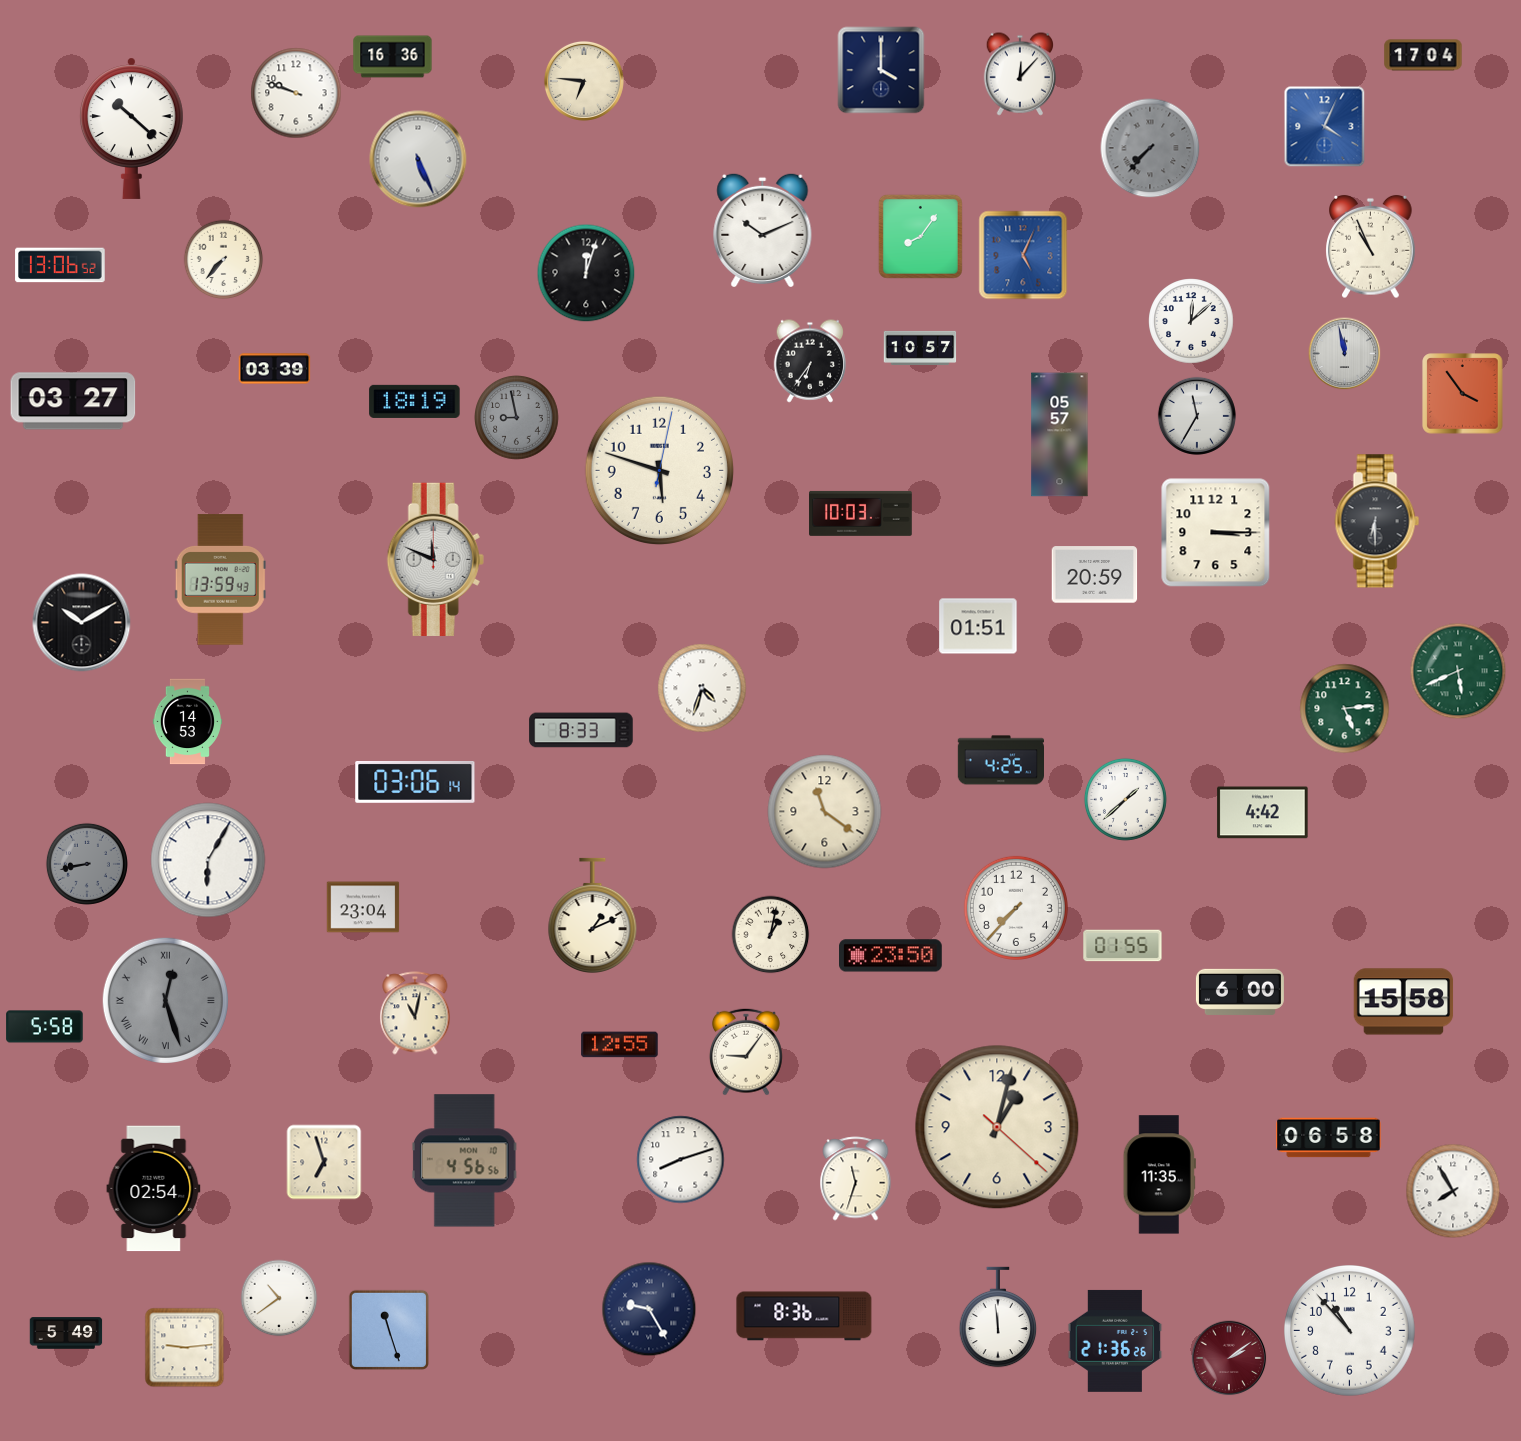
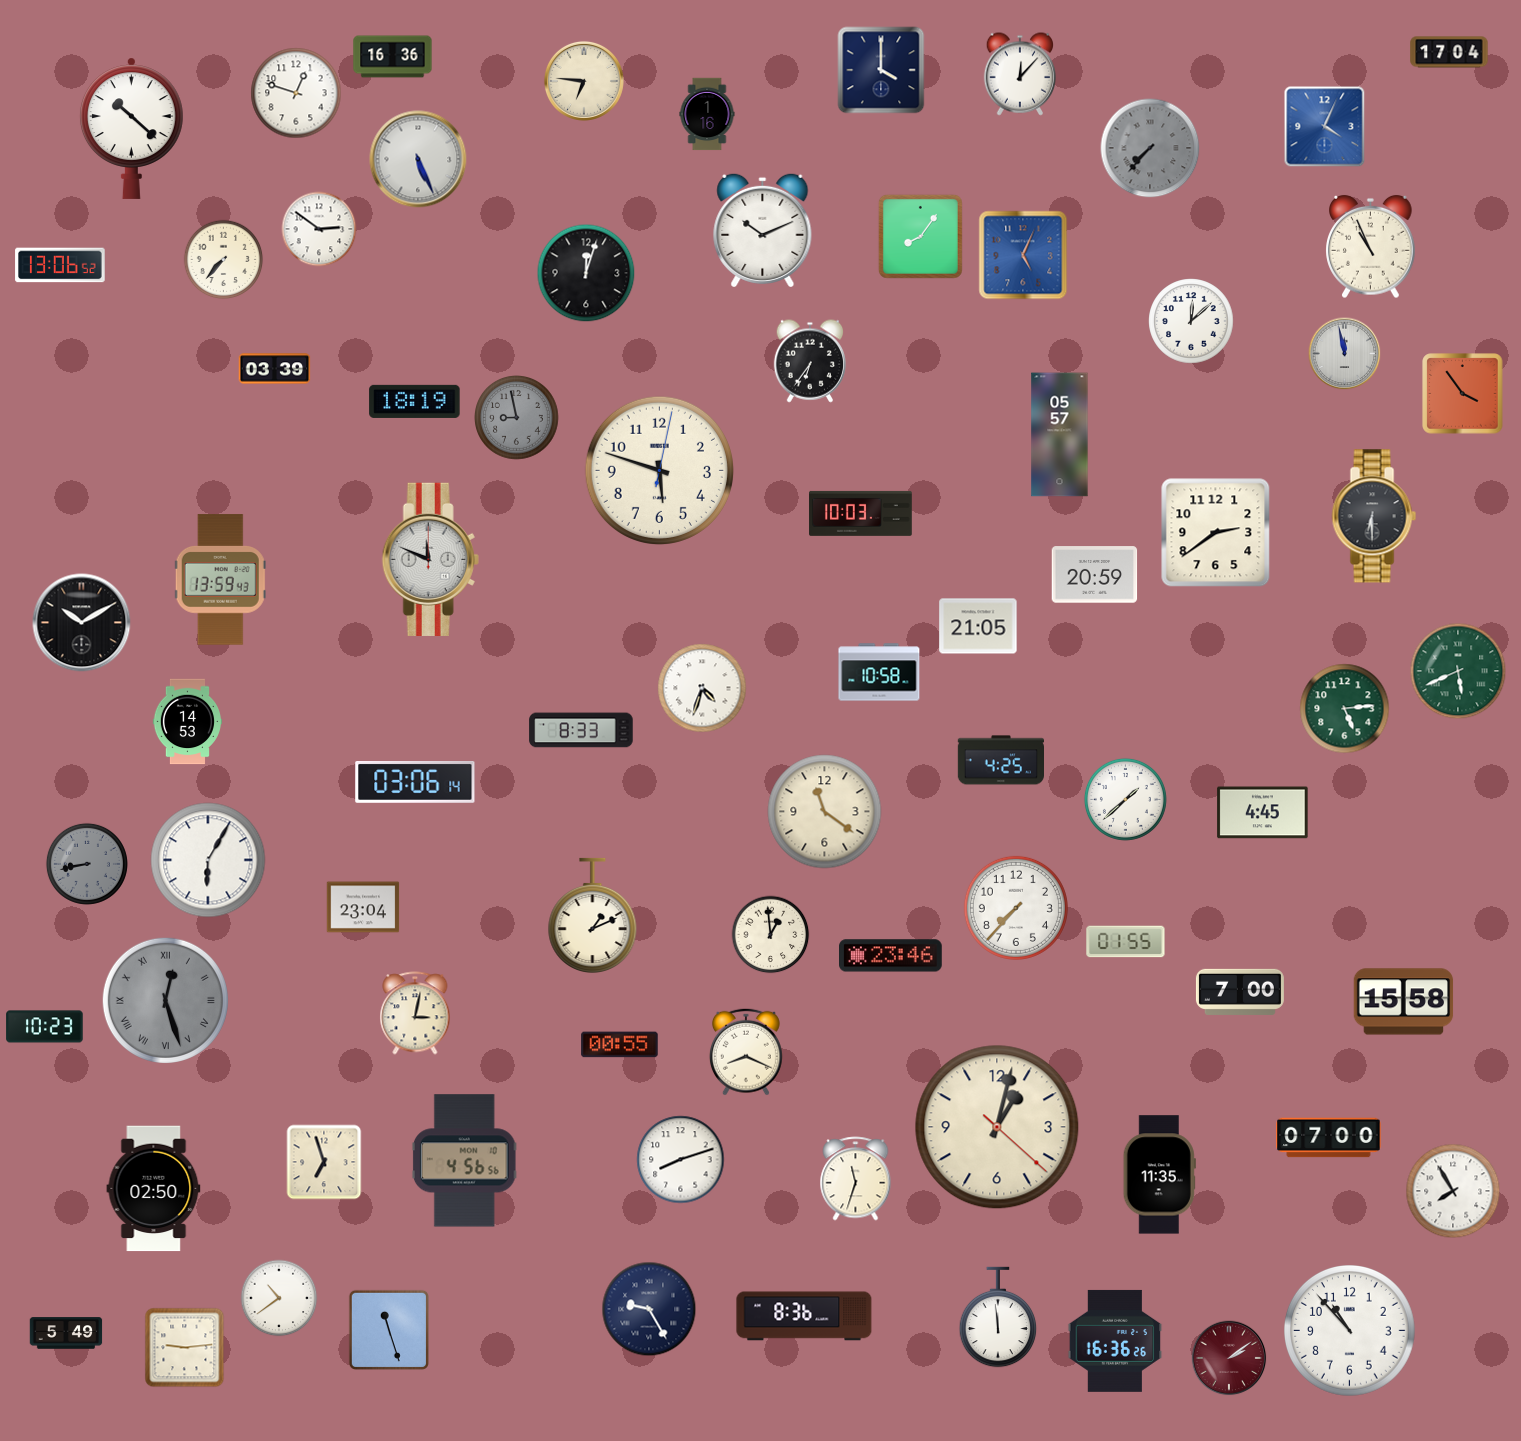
clock at (1423, 55) position: (1423, 55) -> (1449, 52)
clock at (296, 93): 9:48 -> 12:48
clock at (707, 114): none -> 1:16
clock at (319, 229): none -> 2:51
clock at (920, 348): 10:57 -> none
clock at (73, 401): 03:27 -> none
clock at (1197, 416): 11:35 -> none
clock at (1377, 521) position: (1377, 521) -> (1374, 516)
clock at (1216, 533): 3:15 -> 2:39
clock at (435, 559) position: (435, 559) -> (430, 559)
clock at (978, 626): 01:51 -> 21:05
clock at (879, 672): none -> 10:58
clock at (1263, 813): 4:42 -> 4:45
clock at (771, 935): 1:02 -> 12:59
clock at (1123, 946) position: (1123, 946) -> (1126, 942)
clock at (891, 956): 23:50 -> 23:46
clock at (1240, 992): 6:00 -> 7:00
clock at (415, 1013): 11:02 -> 3:02
clock at (45, 1027): 5:58 -> 10:23
clock at (620, 1045): 12:55 -> 00:55
clock at (746, 1052): 9:06 -> 8:19
clock at (1329, 1138): 06:58 -> 07:00
clock at (154, 1189): 02:54 -> 02:50
clock at (1115, 1341): 21:36 -> 16:36
